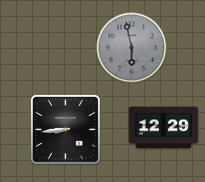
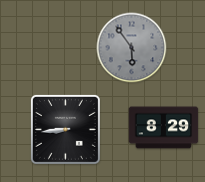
clock at (132, 48): 5:58 -> 5:54
clock at (164, 128): 12:29 -> 8:29
